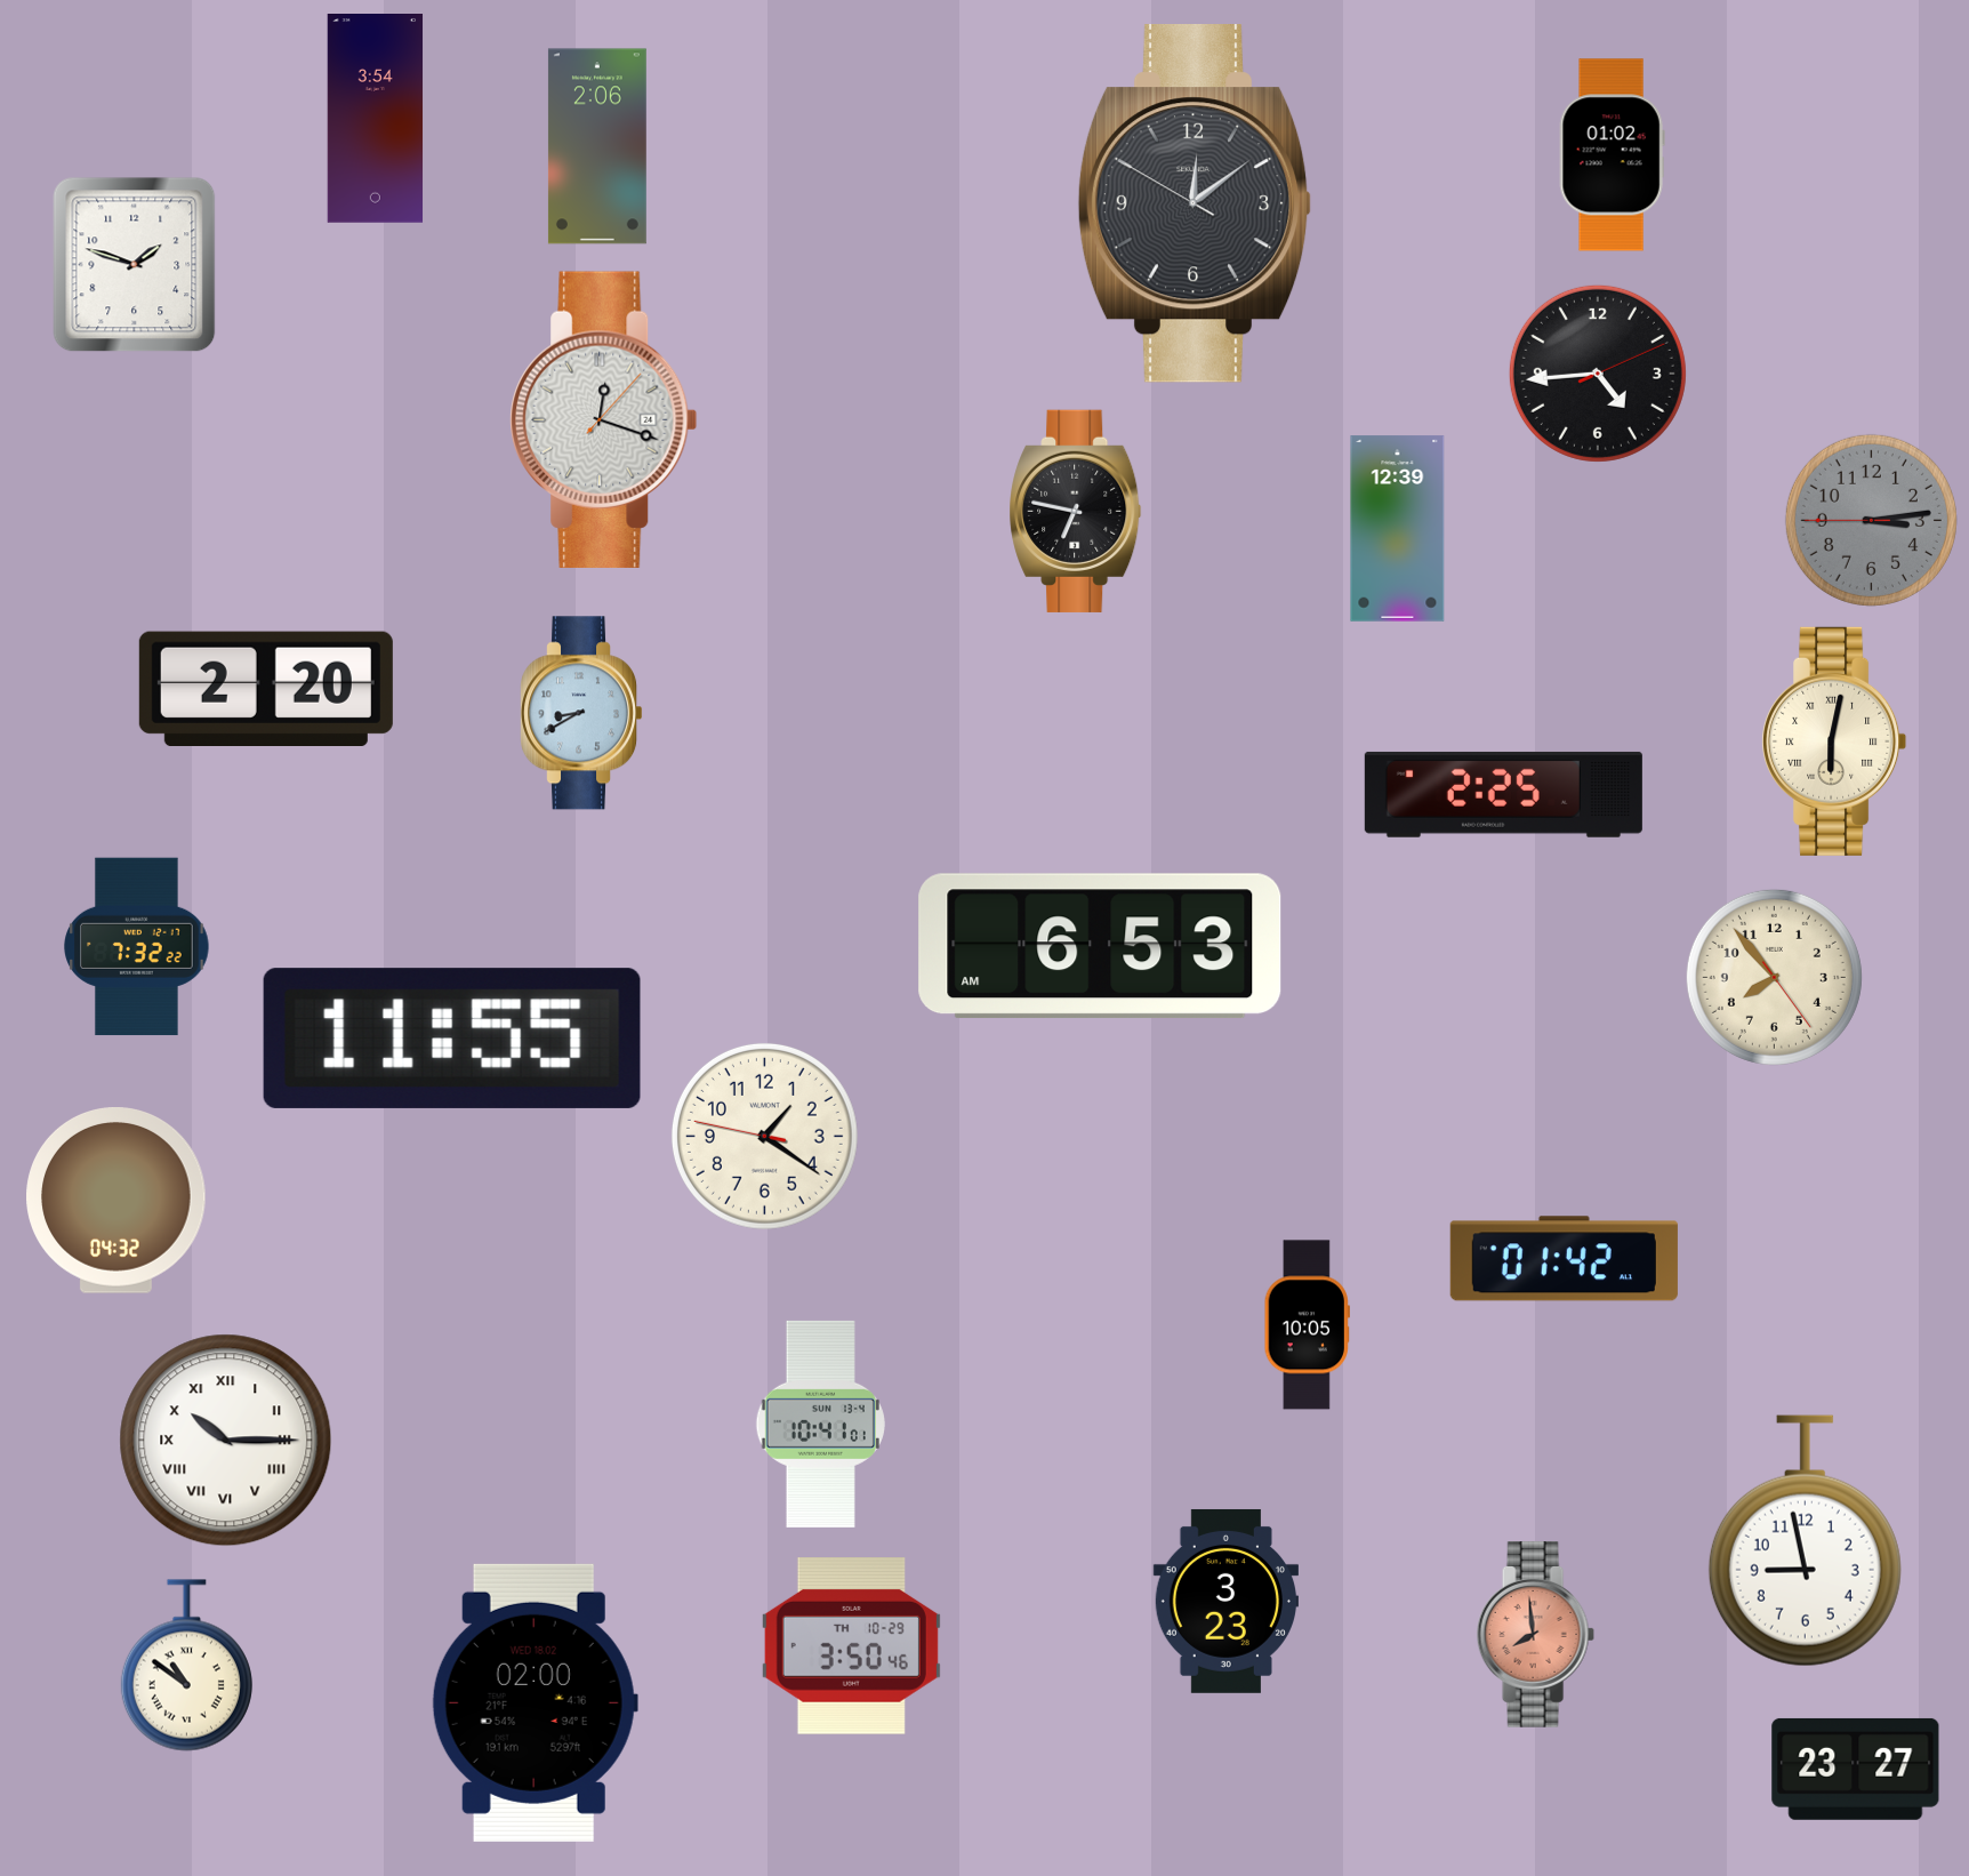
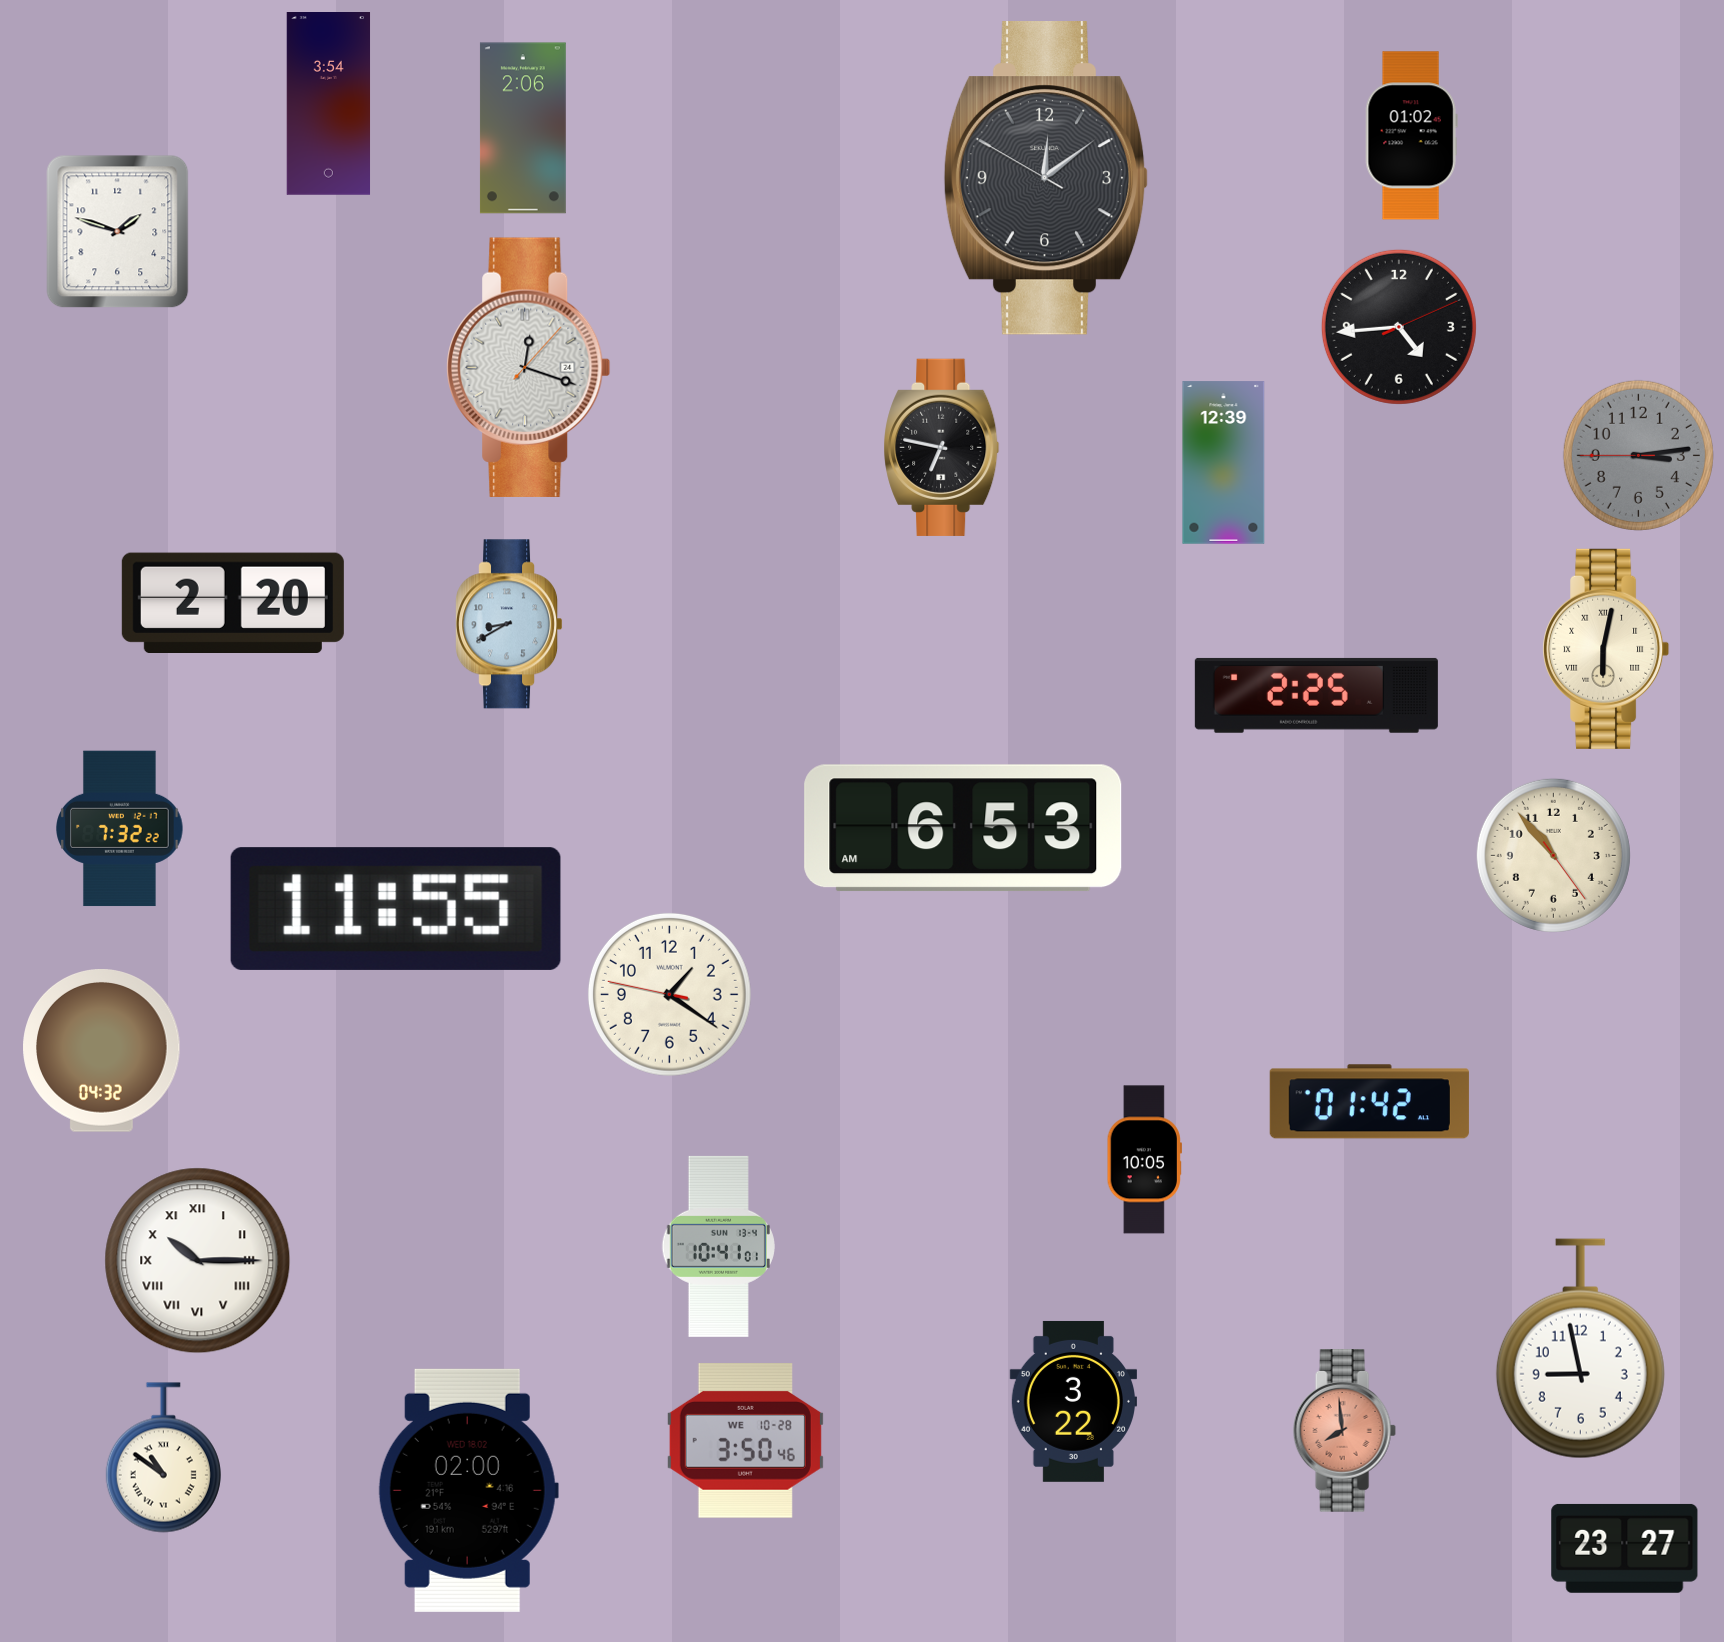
clock at (1774, 977): 7:53 -> 10:53
clock at (1225, 1601): 3:23 -> 3:22
clock at (851, 1646) date: TH 10-29 -> WE 10-28
